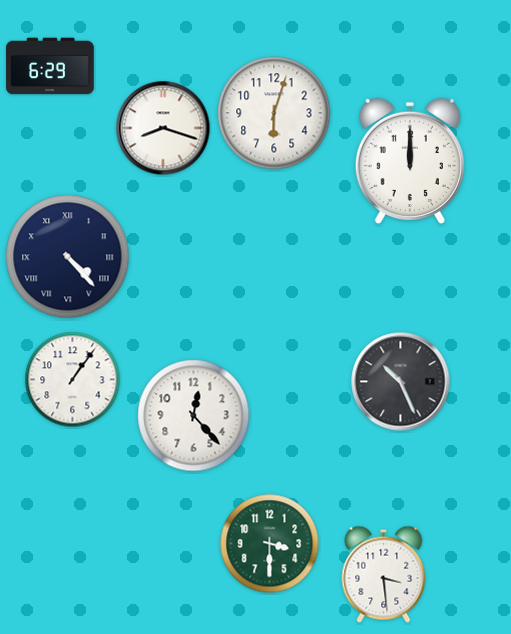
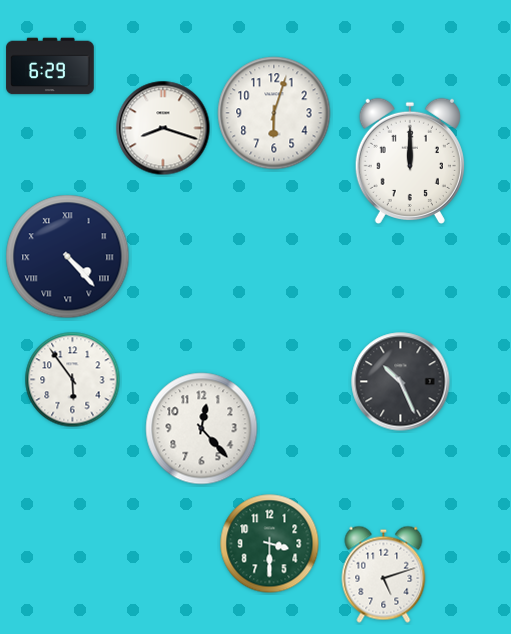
clock at (73, 380): 1:06 -> 5:54
clock at (194, 416) position: (194, 416) -> (202, 429)
clock at (384, 574): 3:29 -> 5:12
